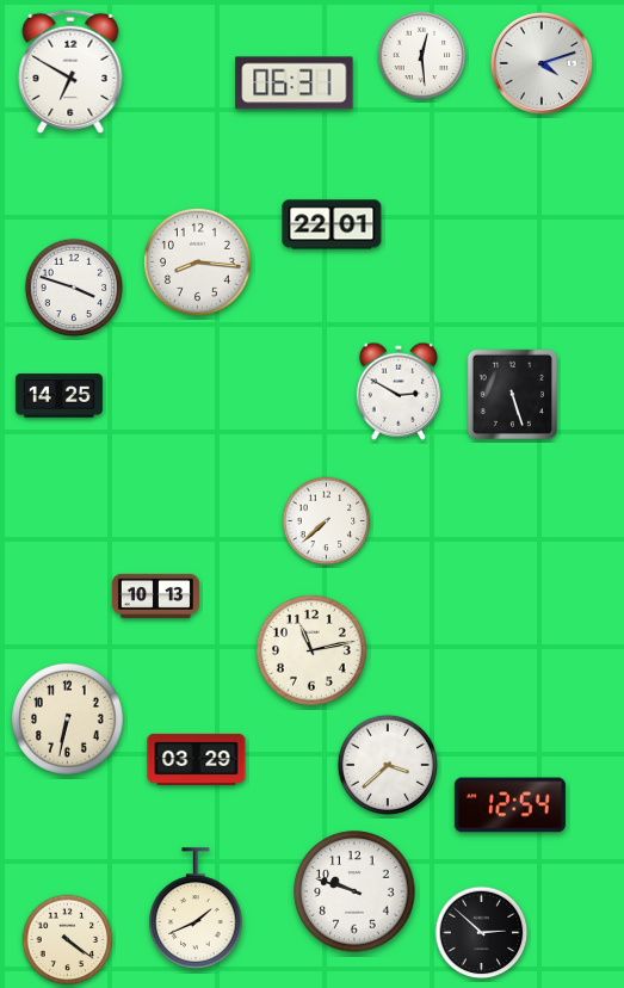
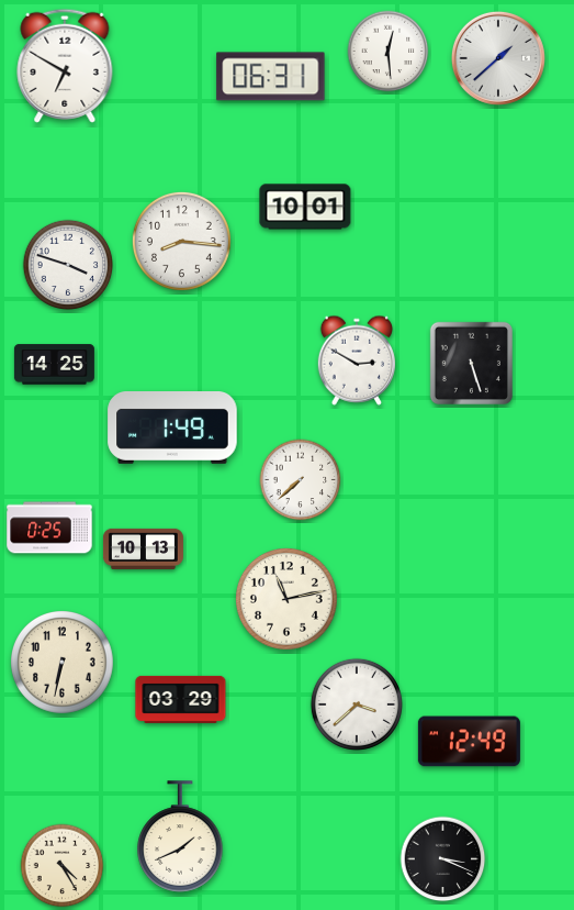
clock at (542, 63): 4:12 -> 1:38
clock at (332, 224): 22:01 -> 10:01
clock at (397, 391) position: (397, 391) -> (356, 360)
clock at (172, 429): none -> 1:49
clock at (49, 528): none -> 0:25
clock at (509, 805): 12:54 -> 12:49
clock at (354, 891): 9:48 -> none
clock at (482, 933): 2:52 -> 3:19
clock at (68, 940): 4:21 -> 4:25
